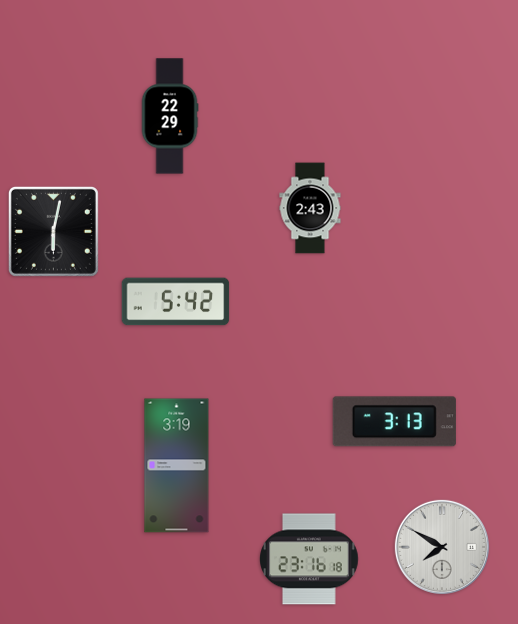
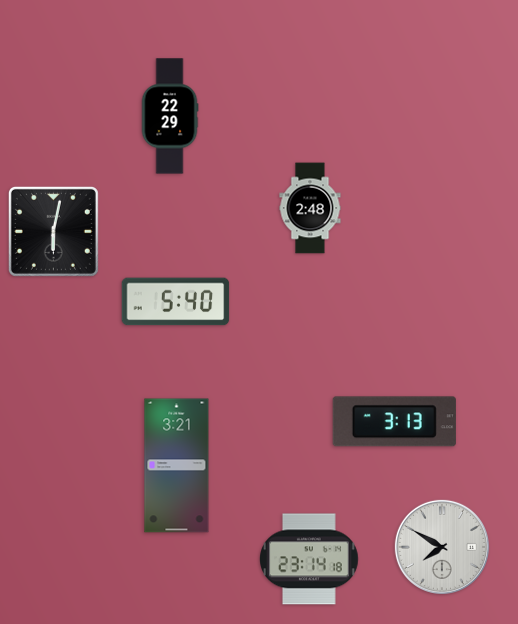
clock at (310, 208): 2:43 -> 2:48
clock at (176, 302): 5:42 -> 5:40
clock at (177, 466): 3:19 -> 3:21
clock at (310, 559): 23:16 -> 23:14
